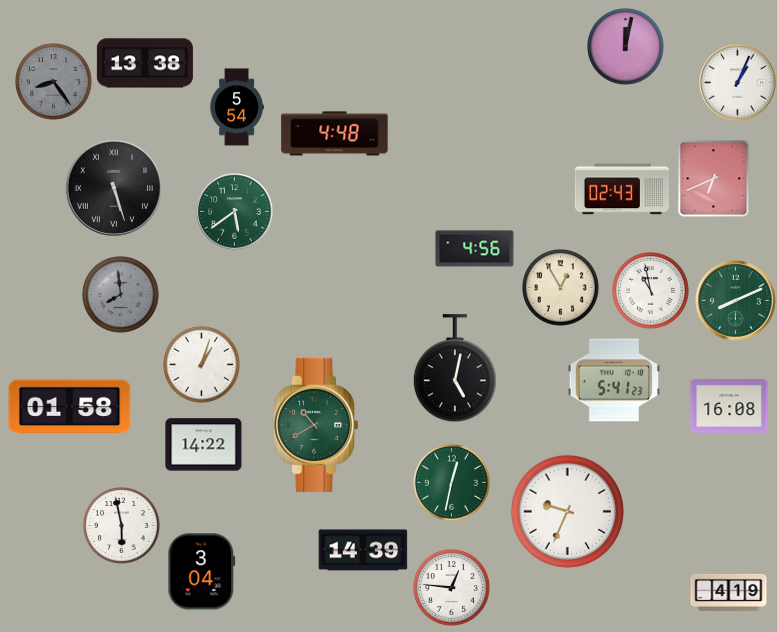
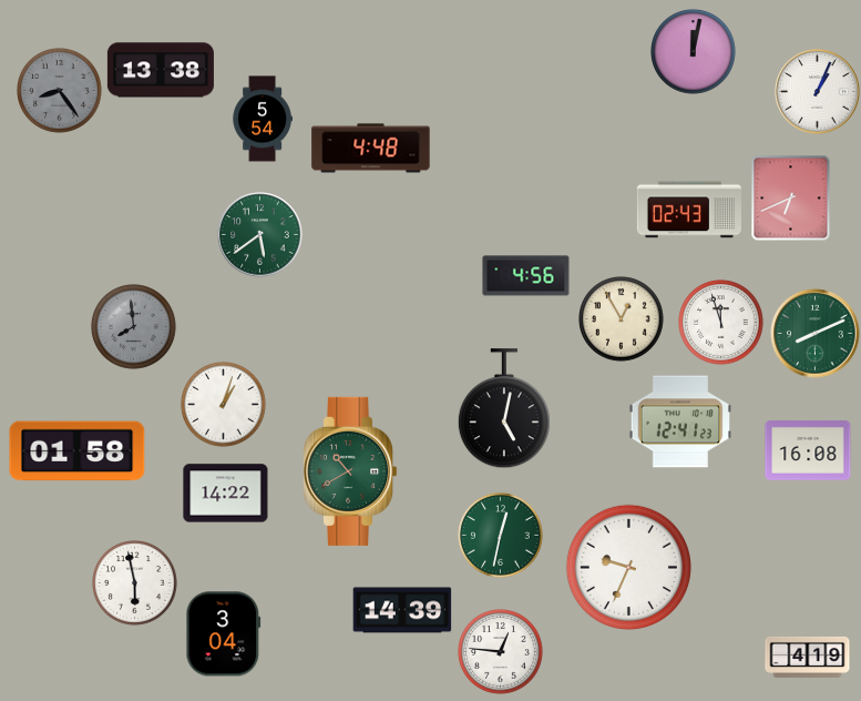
clock at (114, 188): 5:27 -> none
clock at (651, 291): 10:58 -> 11:57
clock at (613, 380): 5:41 -> 12:41
